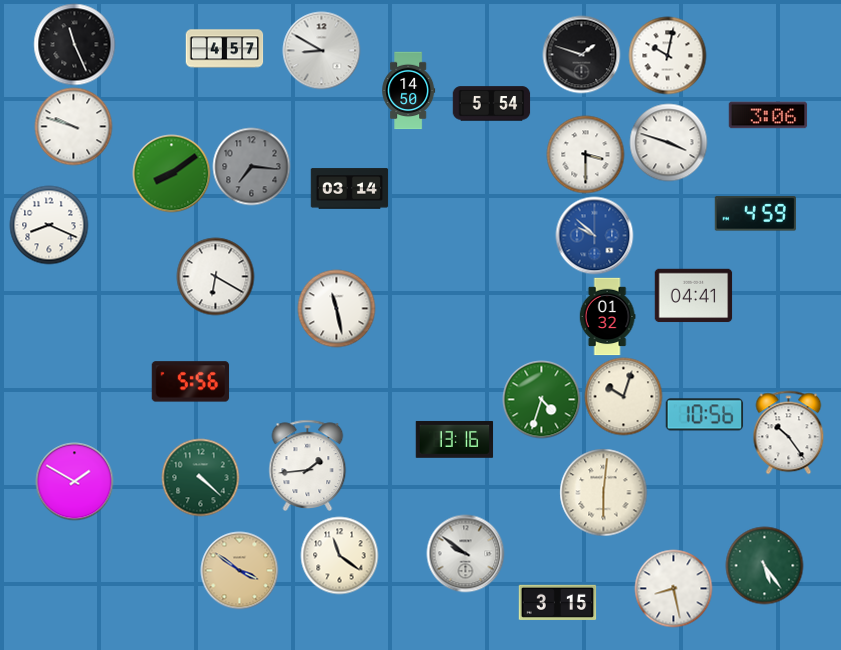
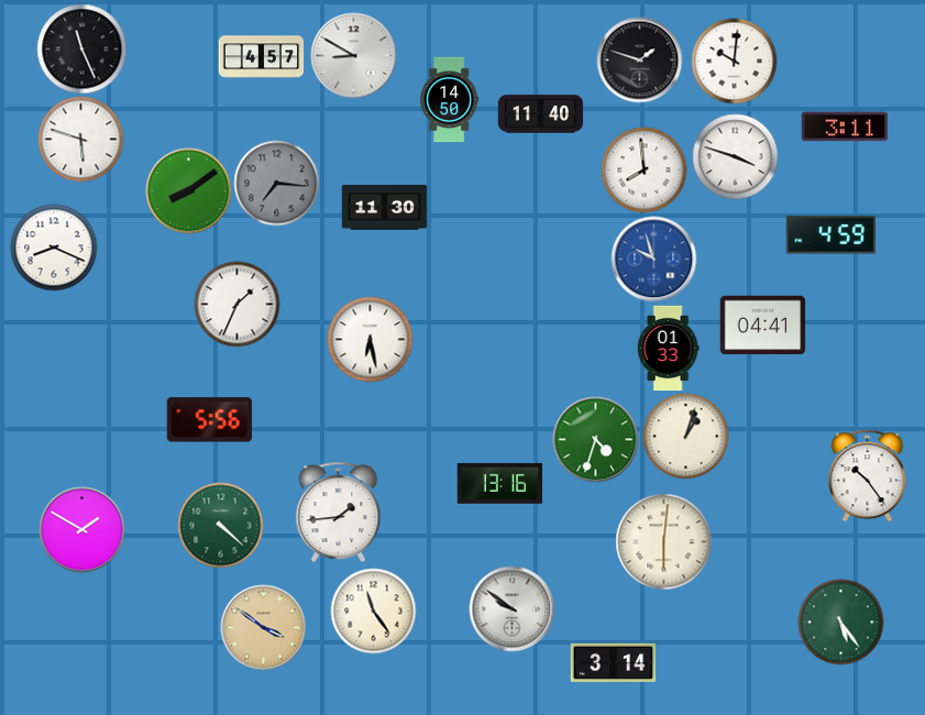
clock at (224, 49) position: (224, 49) -> (261, 57)
clock at (667, 55): 10:02 -> 10:01
clock at (491, 104): 5:54 -> 11:40
clock at (768, 115): 3:06 -> 3:11
clock at (73, 126): 9:48 -> 5:48
clock at (585, 154): 3:30 -> 7:59
clock at (349, 189): 03:14 -> 11:30
clock at (594, 235): 9:52 -> 9:57
clock at (215, 276): 6:20 -> 1:34
clock at (336, 308): 11:28 -> 6:28
clock at (607, 316): 01:32 -> 01:33
clock at (623, 396): 10:03 -> 1:03
clock at (704, 415): 10:56 -> none
clock at (339, 555): 11:21 -> 11:24
clock at (673, 588): 8:28 -> none
clock at (557, 602): 3:15 -> 3:14
